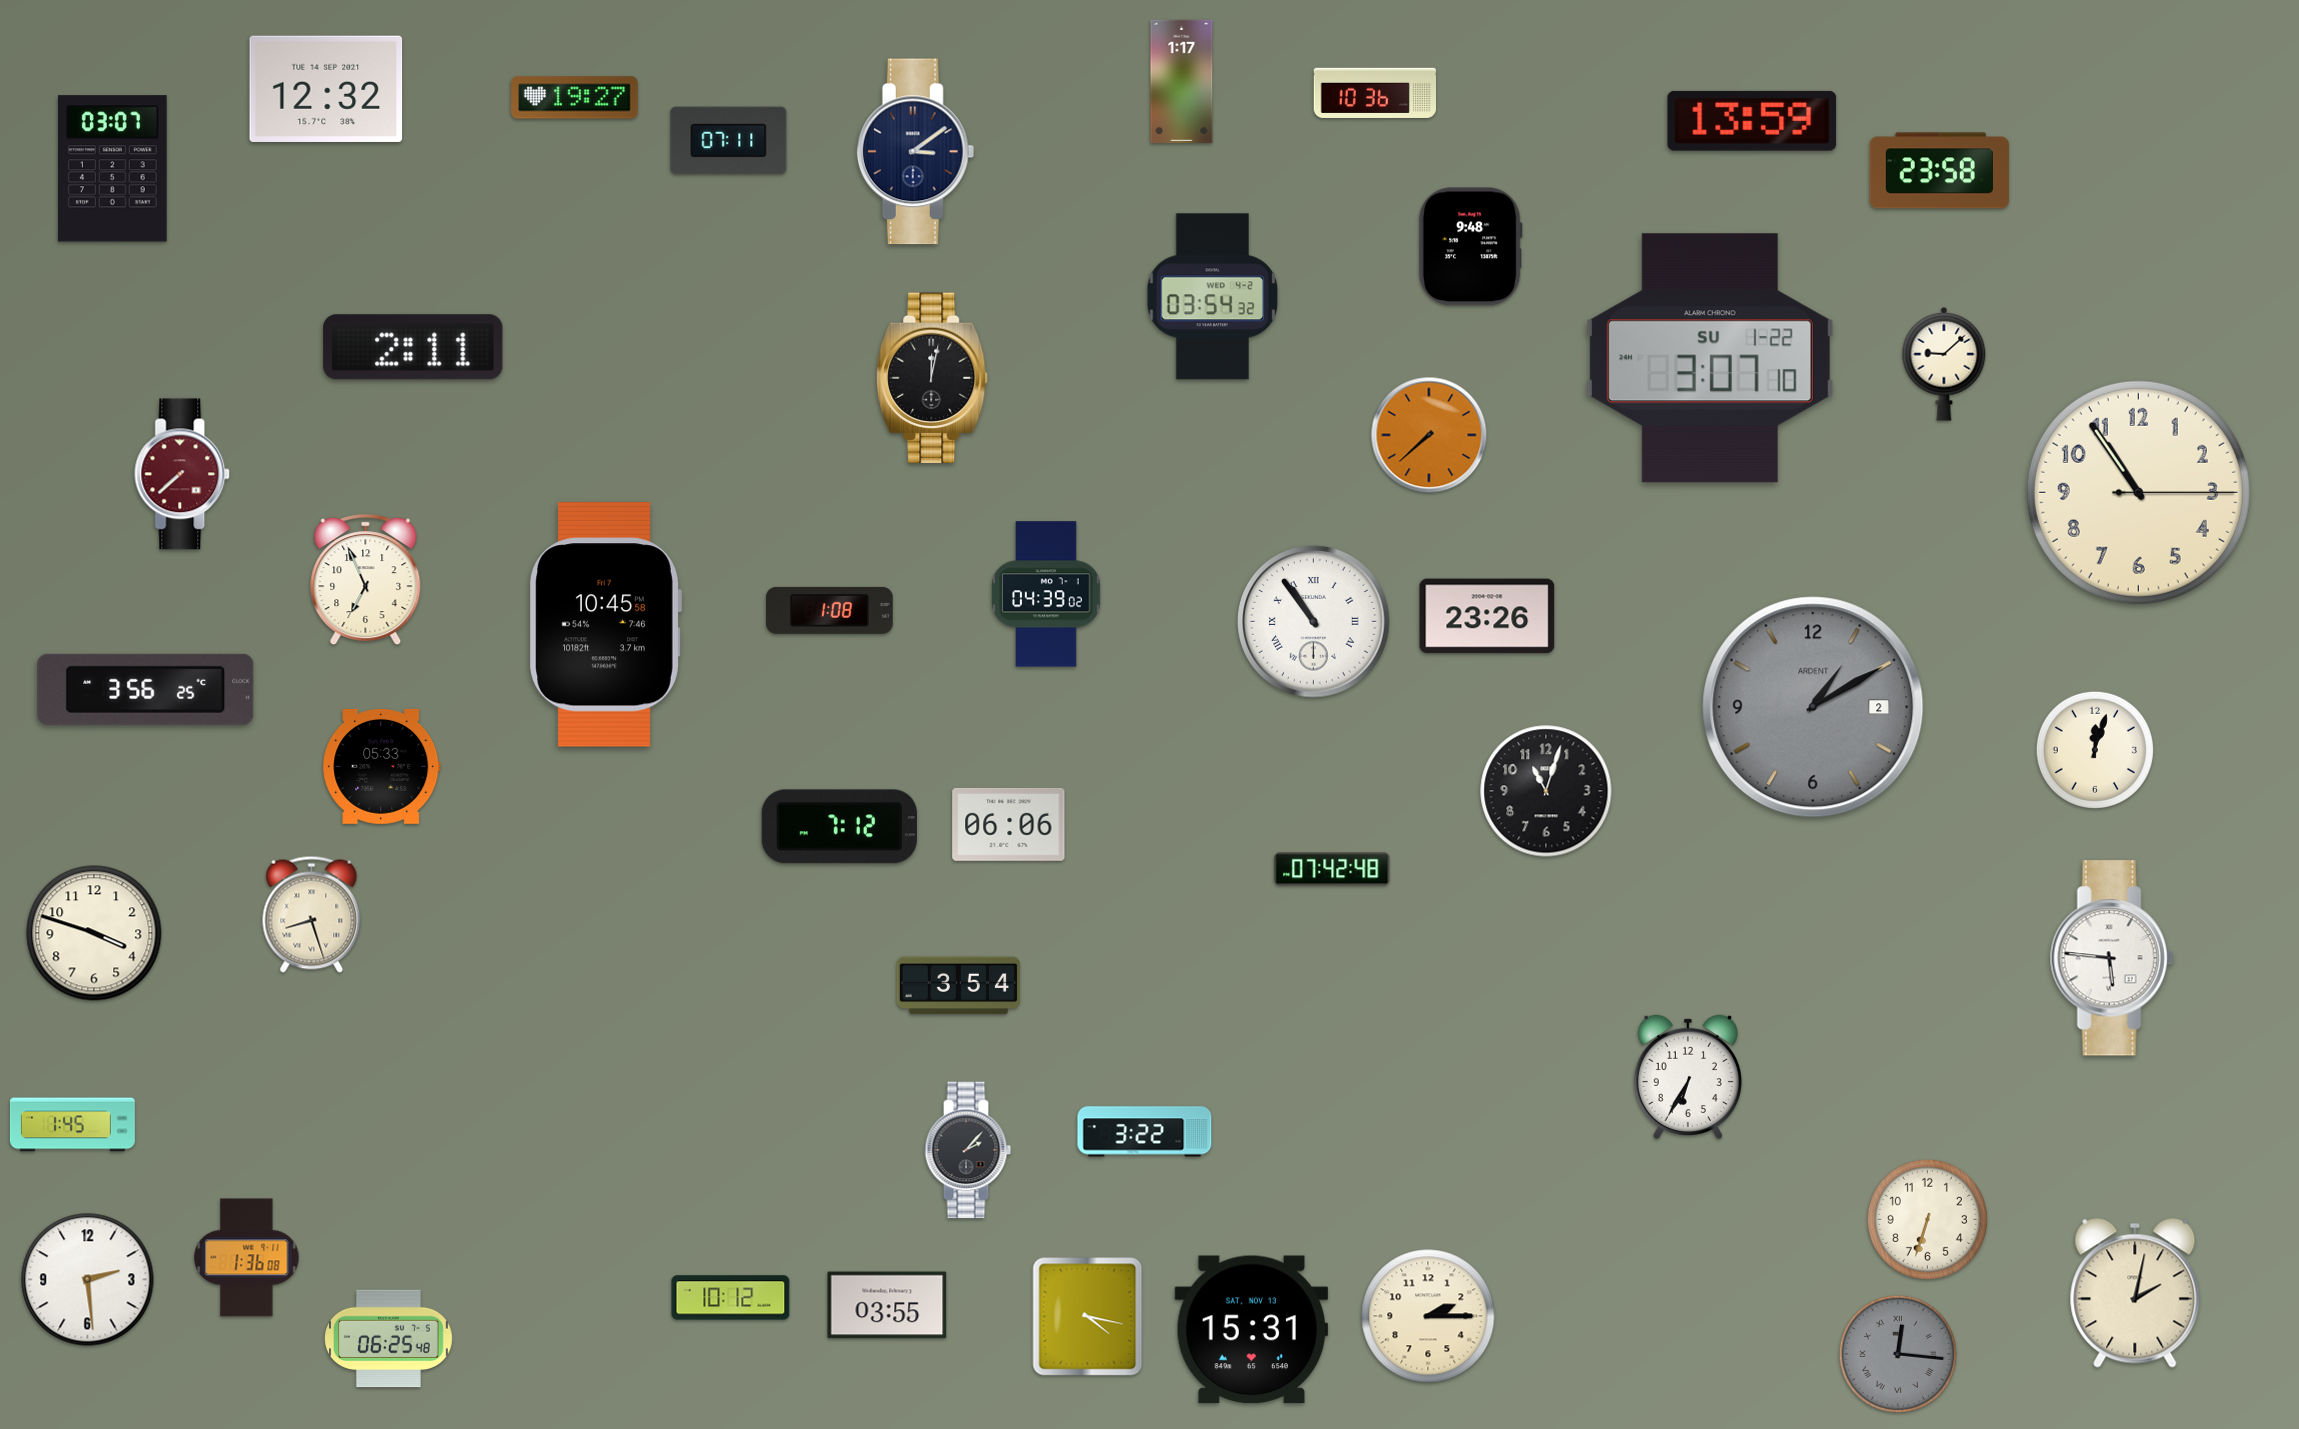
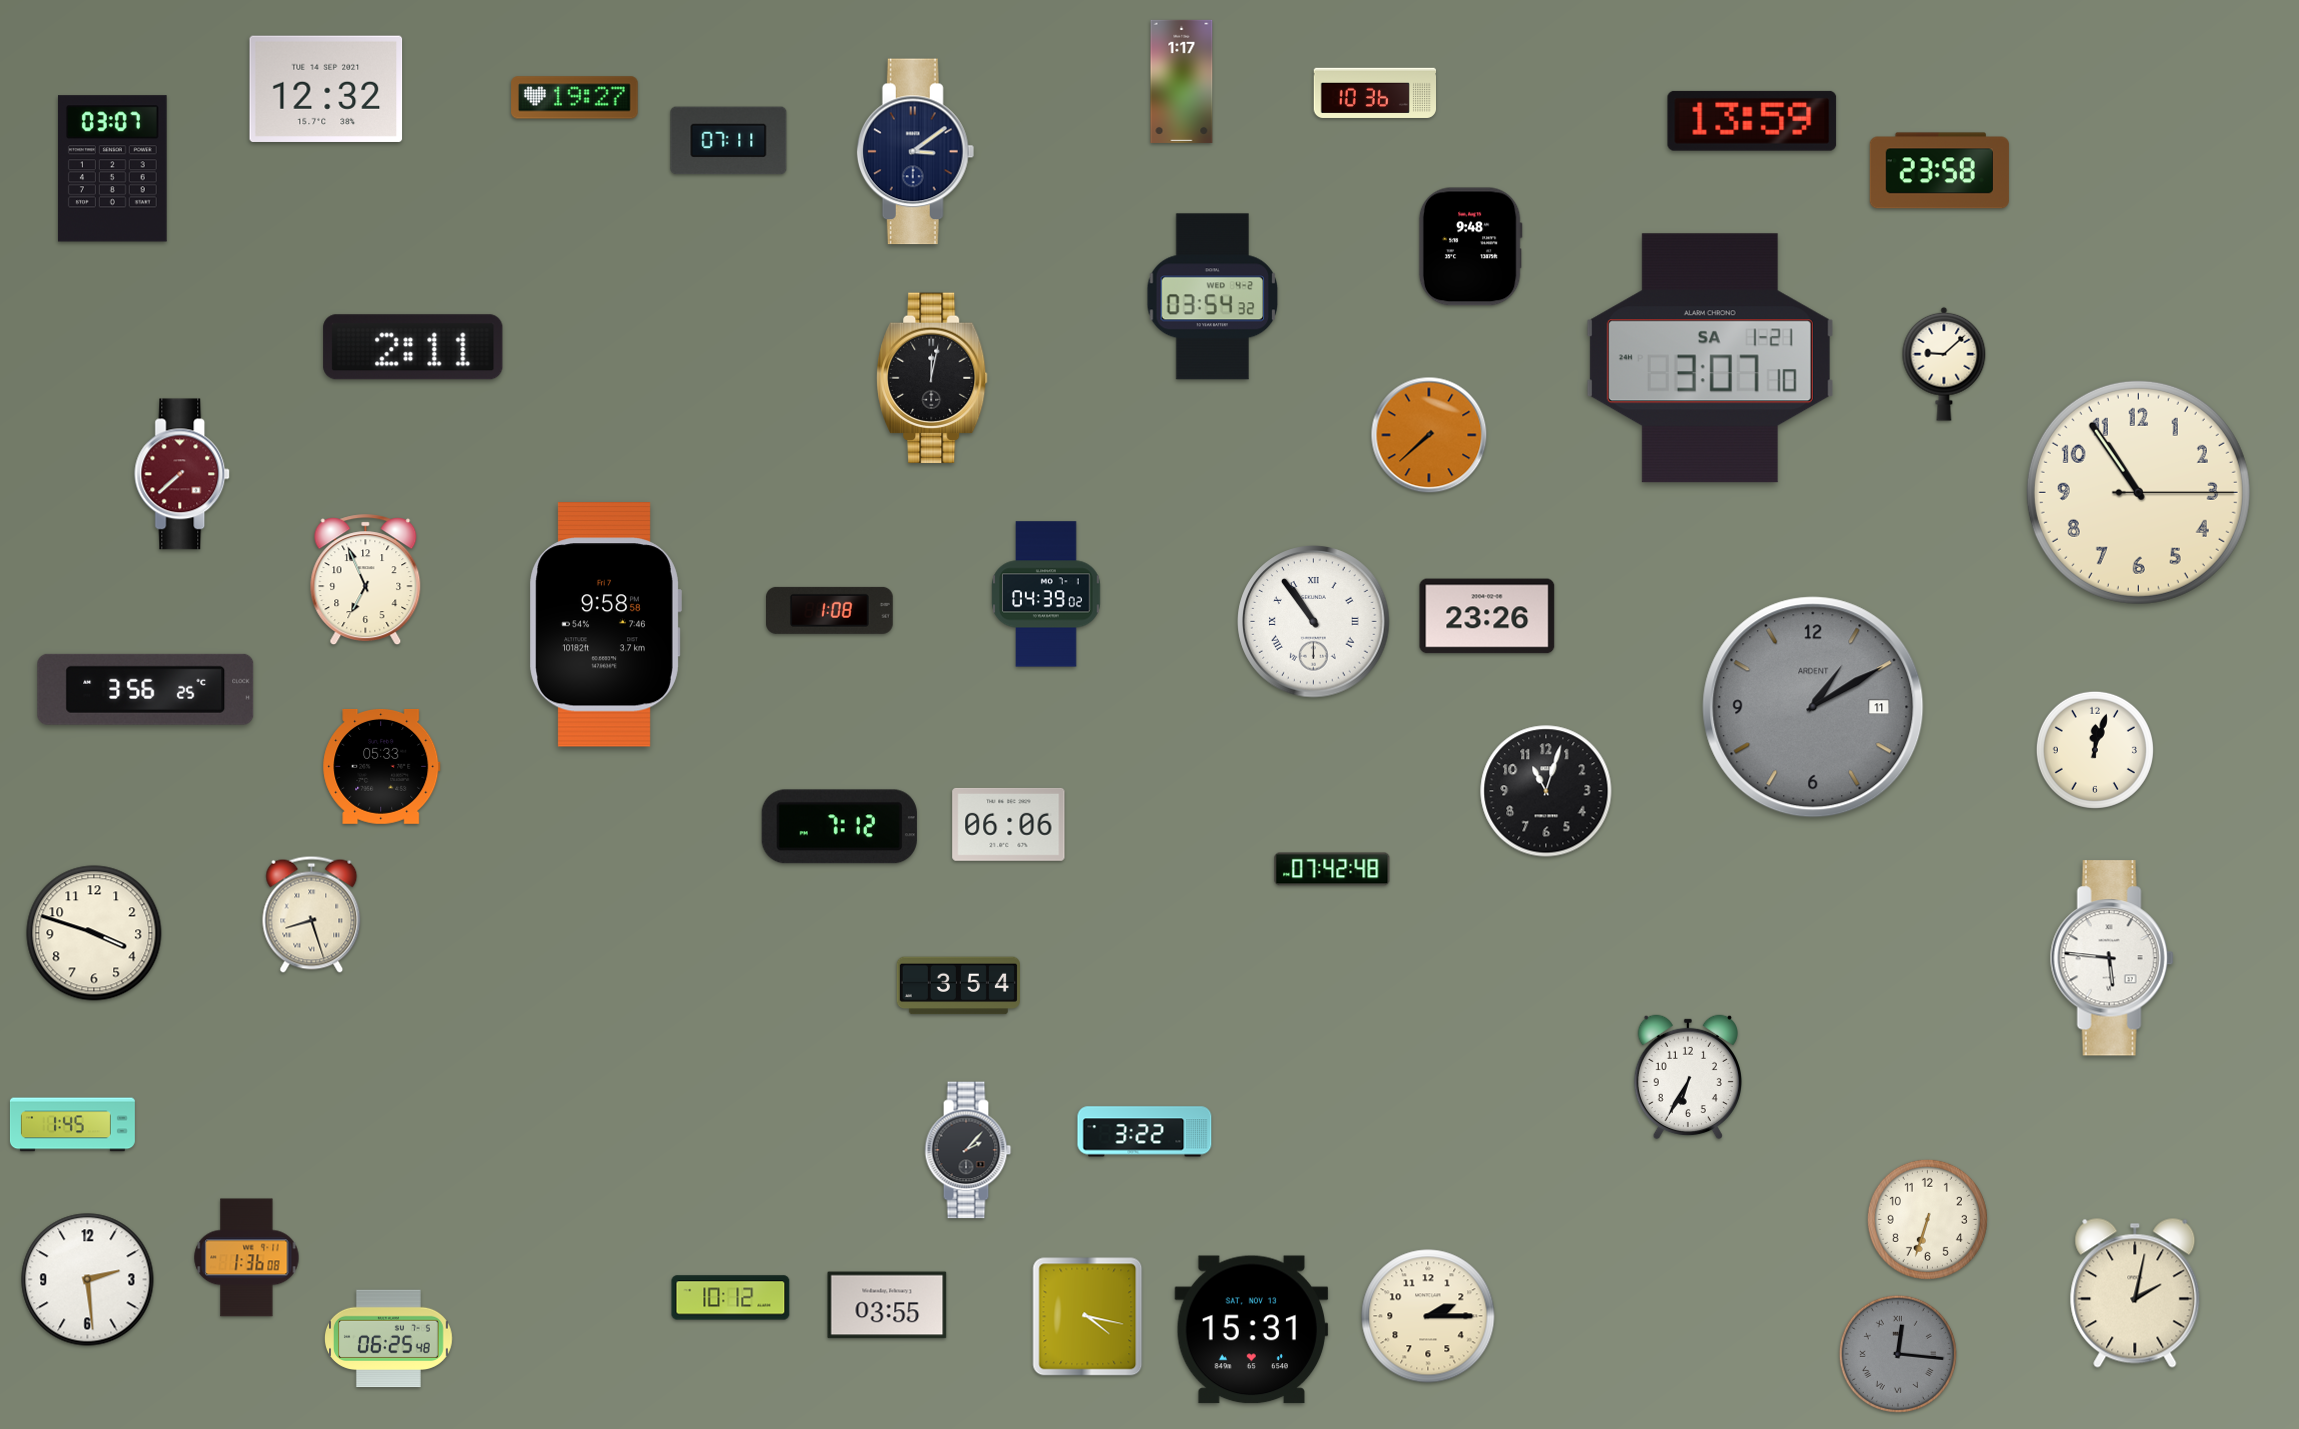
clock at (1710, 358) date: SU 1-22 -> SA 1-21
clock at (605, 625): 10:45 -> 9:58
clock at (1813, 707) date: 2 -> 11
